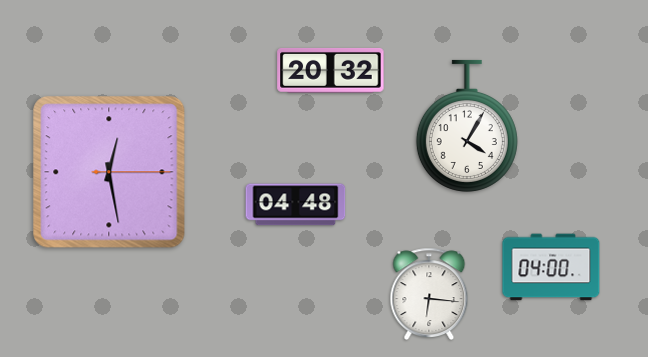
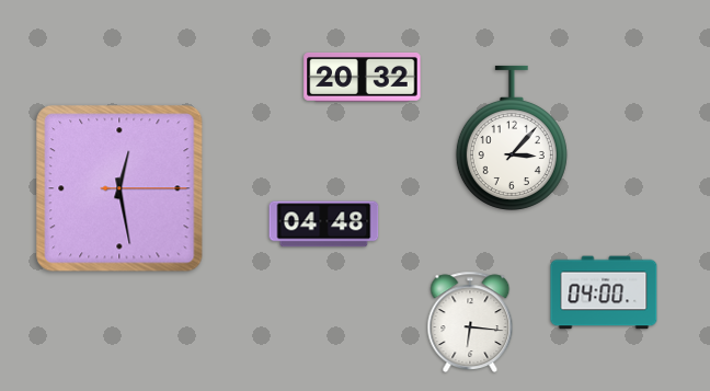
clock at (467, 126): 4:05 -> 3:07
